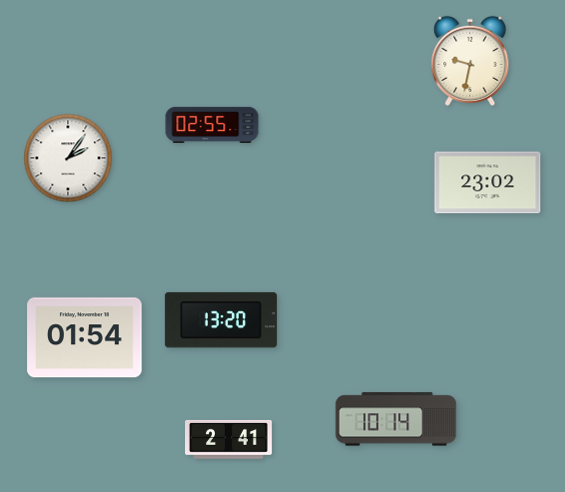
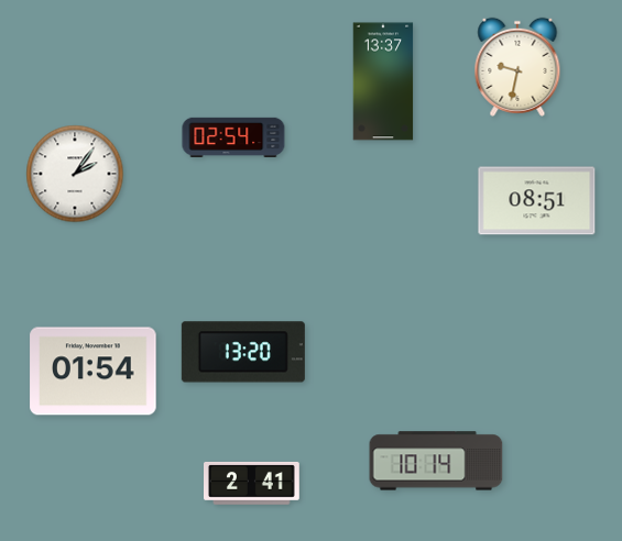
clock at (383, 81): none -> 13:37
clock at (212, 125): 02:55 -> 02:54
clock at (488, 183): 23:02 -> 08:51
